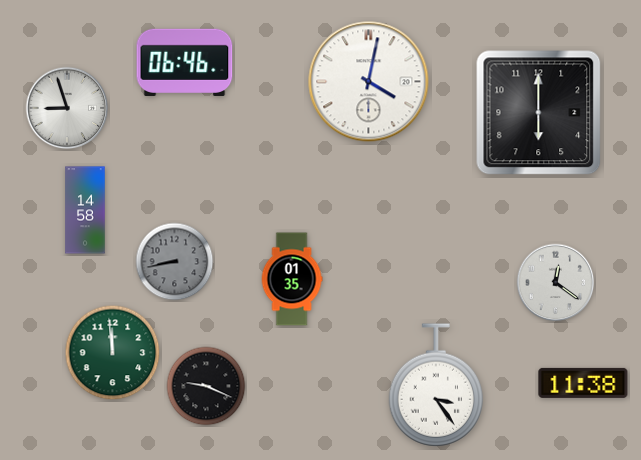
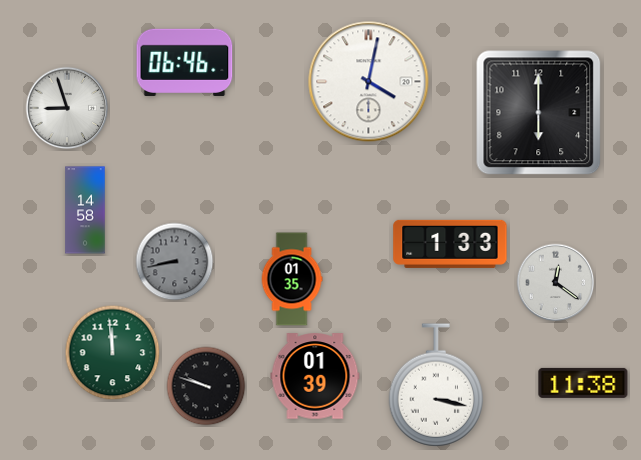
clock at (450, 244): none -> 1:33
clock at (315, 376): none -> 01:39
clock at (436, 385): 3:24 -> 3:17
clock at (206, 386): 9:19 -> 9:48
